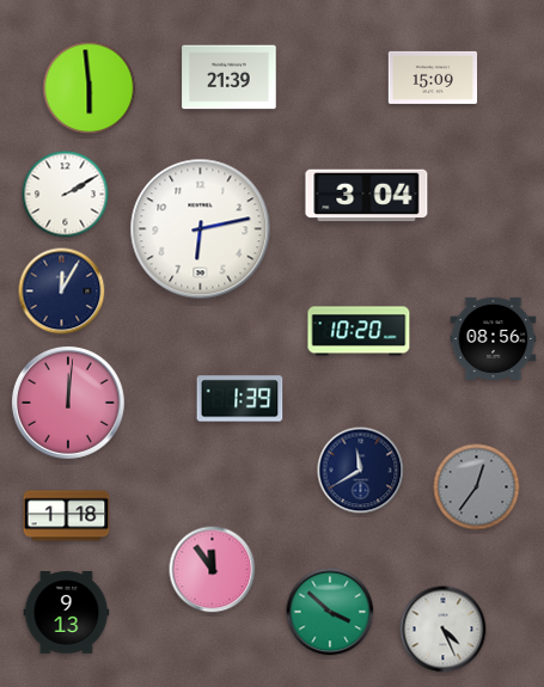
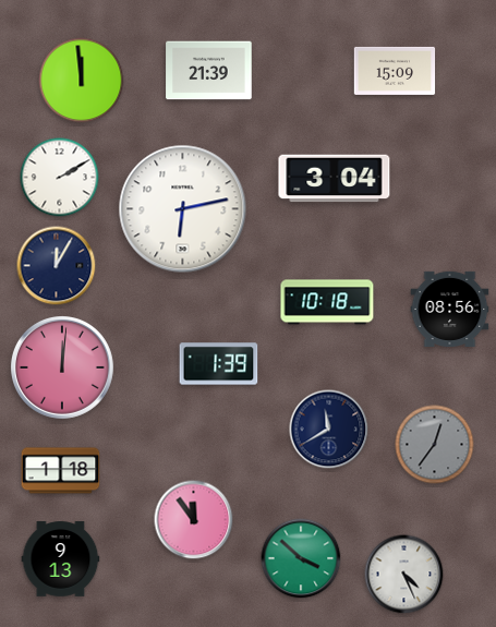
clock at (90, 88): 5:59 -> 11:59
clock at (359, 331): 10:20 -> 10:18
